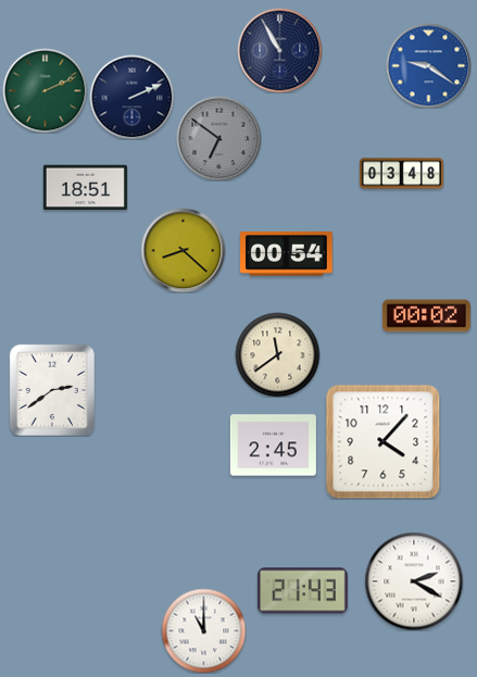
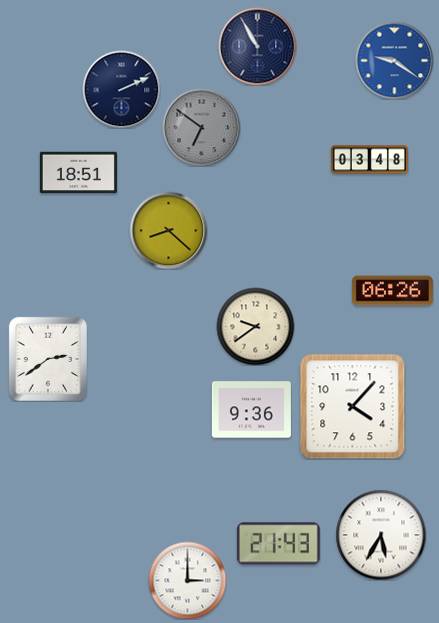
clock at (45, 90): 2:11 -> none
clock at (287, 254): 00:54 -> none
clock at (426, 316): 00:02 -> 06:26
clock at (277, 354): 11:39 -> 9:39
clock at (273, 446): 2:45 -> 9:36
clock at (414, 581): 2:20 -> 5:35
clock at (203, 630): 11:00 -> 3:00
